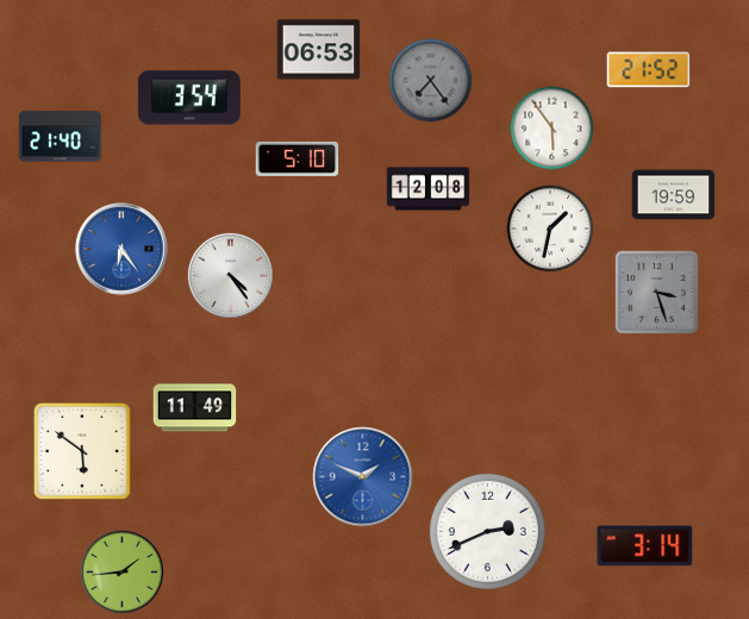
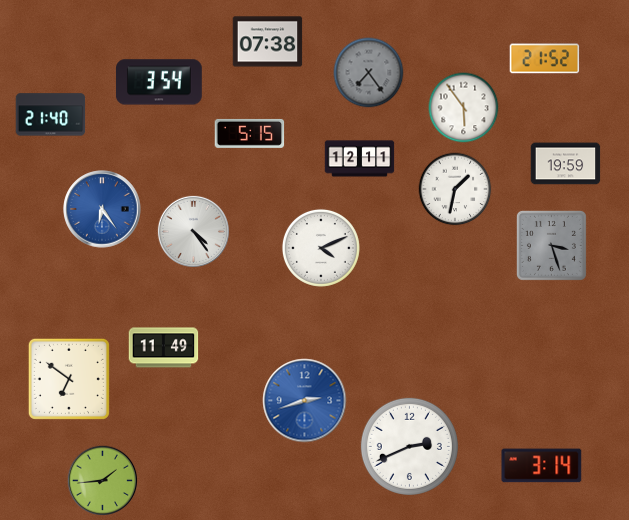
clock at (319, 50): 06:53 -> 07:38
clock at (431, 81) position: (431, 81) -> (369, 73)
clock at (298, 158): 5:10 -> 5:15
clock at (429, 189): 12:08 -> 12:11
clock at (550, 229) position: (550, 229) -> (455, 189)
clock at (321, 248): none -> 4:11
clock at (195, 408) position: (195, 408) -> (164, 348)
clock at (82, 451): 5:51 -> 6:51
clock at (363, 477): 1:49 -> 2:42
clock at (645, 546) position: (645, 546) -> (542, 466)
